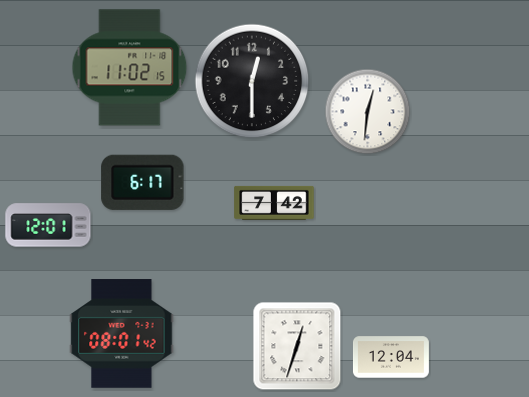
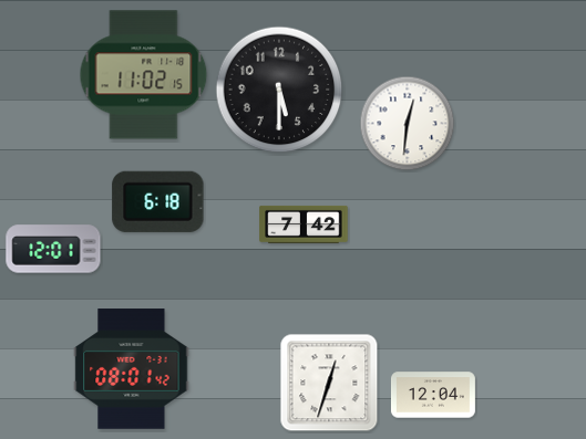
clock at (252, 81): 12:30 -> 5:30
clock at (143, 182): 6:17 -> 6:18
clock at (122, 334) position: (122, 334) -> (132, 369)
